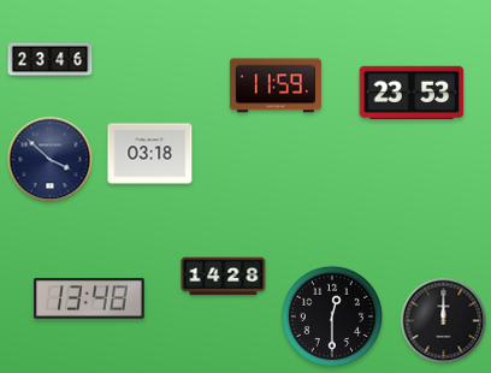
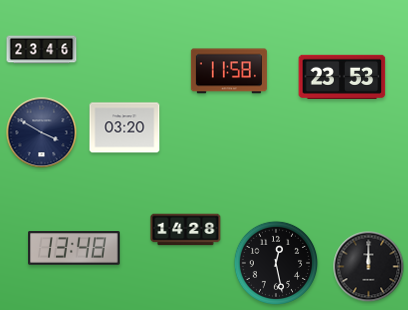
clock at (276, 85): 11:59 -> 11:58
clock at (150, 154): 03:18 -> 03:20
clock at (51, 160): 3:52 -> 3:50
clock at (331, 315): 12:30 -> 12:28
